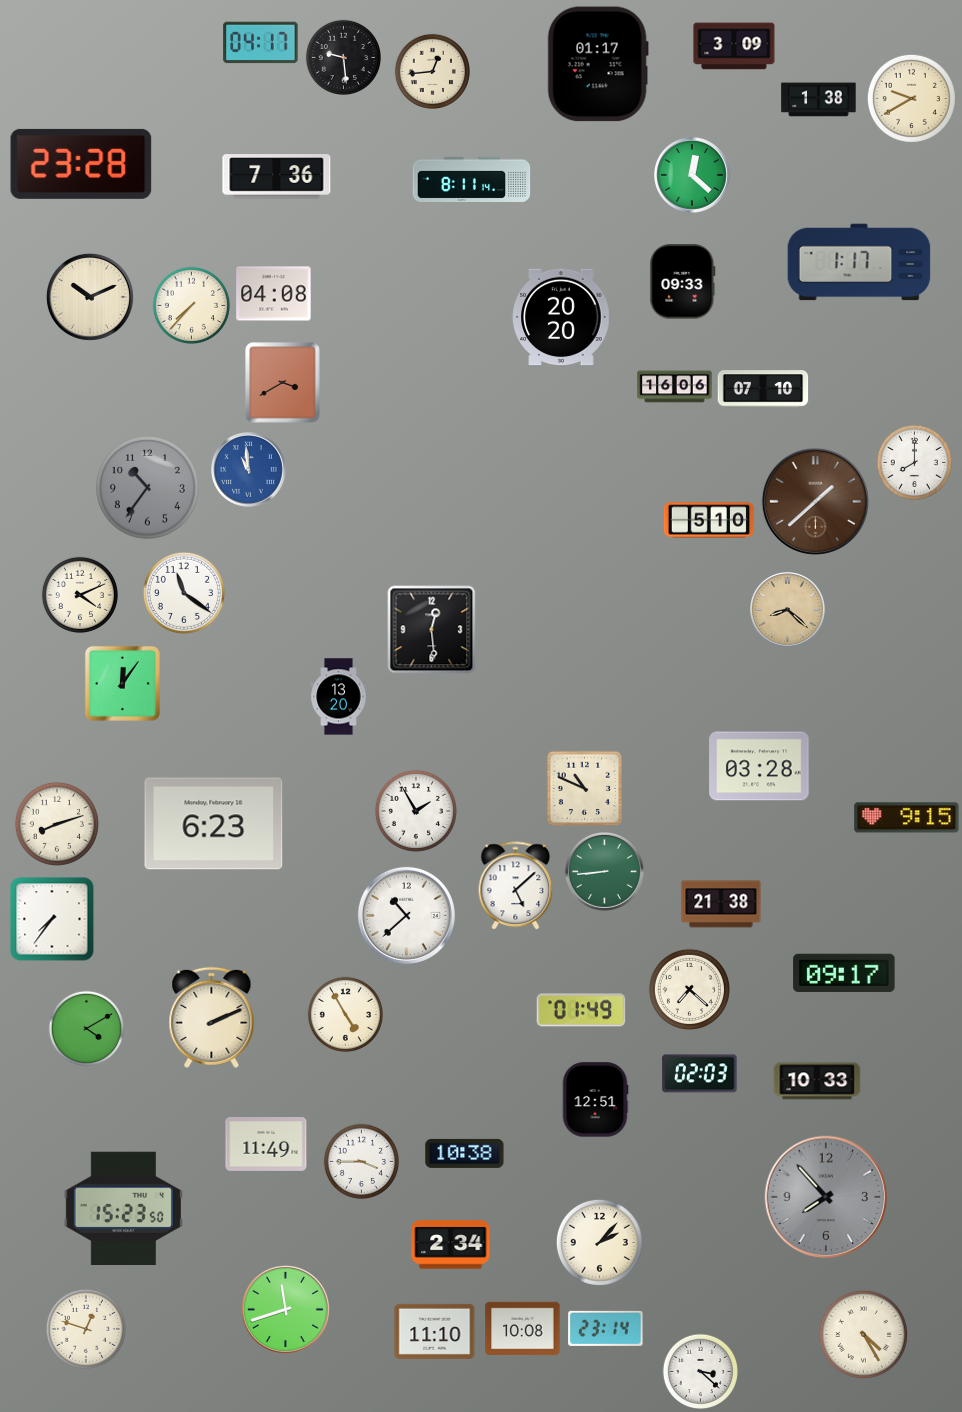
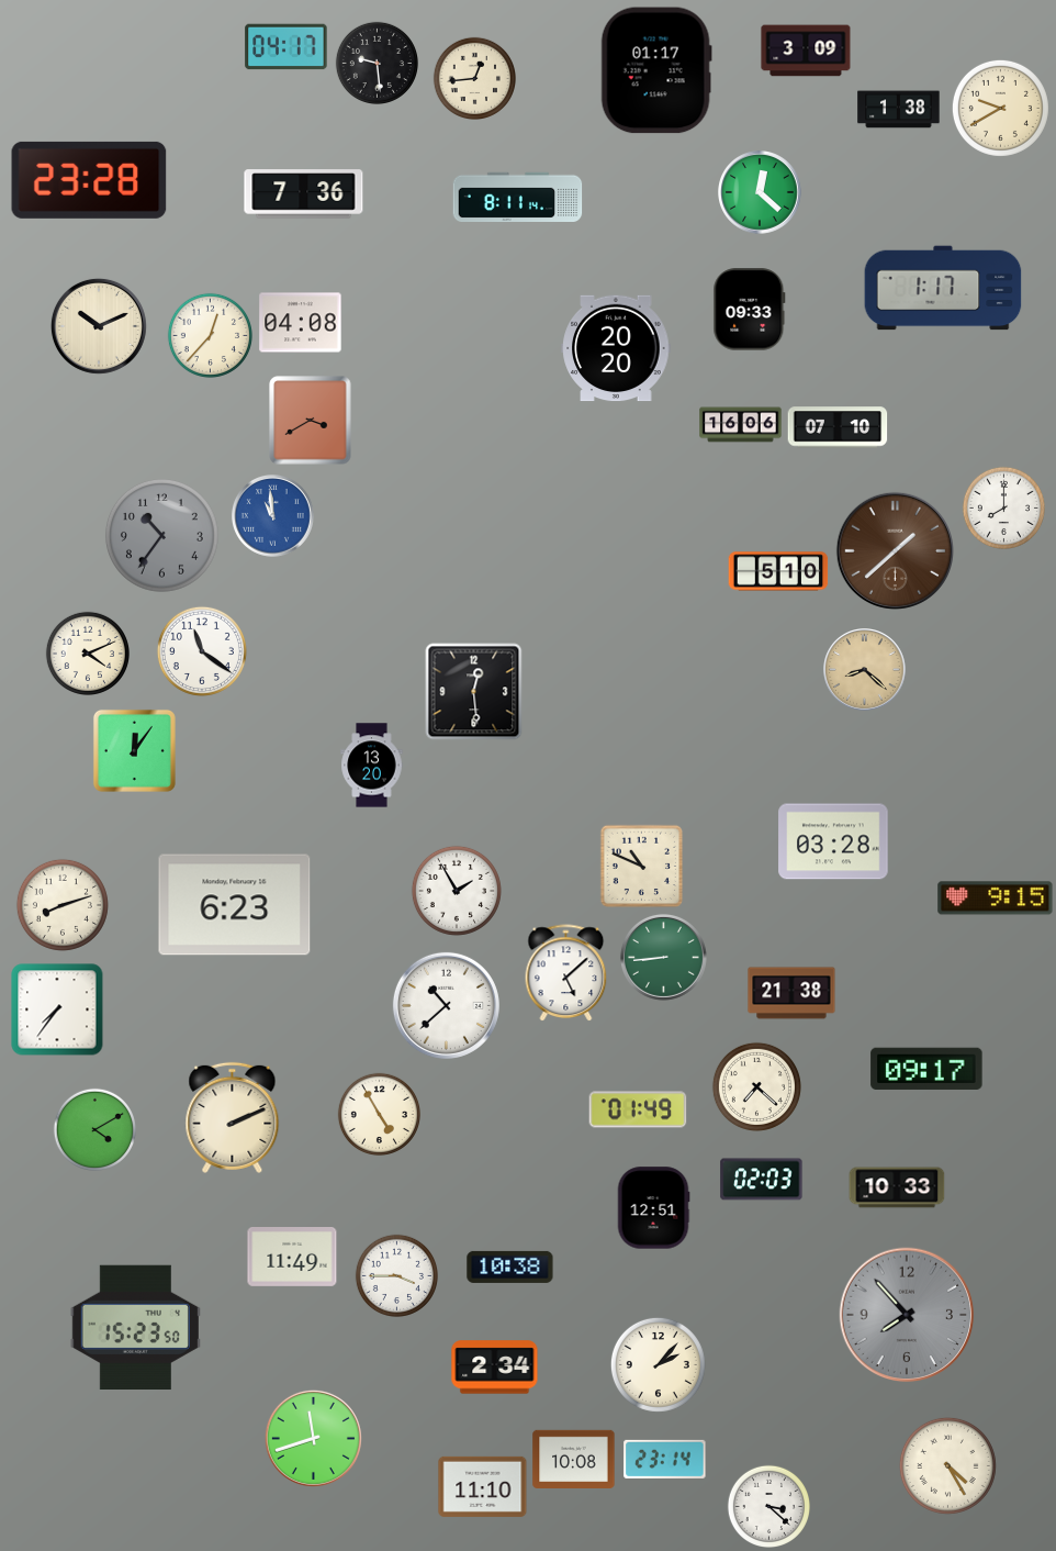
clock at (191, 305): 7:37 -> 12:37
clock at (700, 1074) position: (700, 1074) -> (762, 1180)
clock at (86, 1329): 12:48 -> none
clock at (435, 1331) position: (435, 1331) -> (483, 1486)
